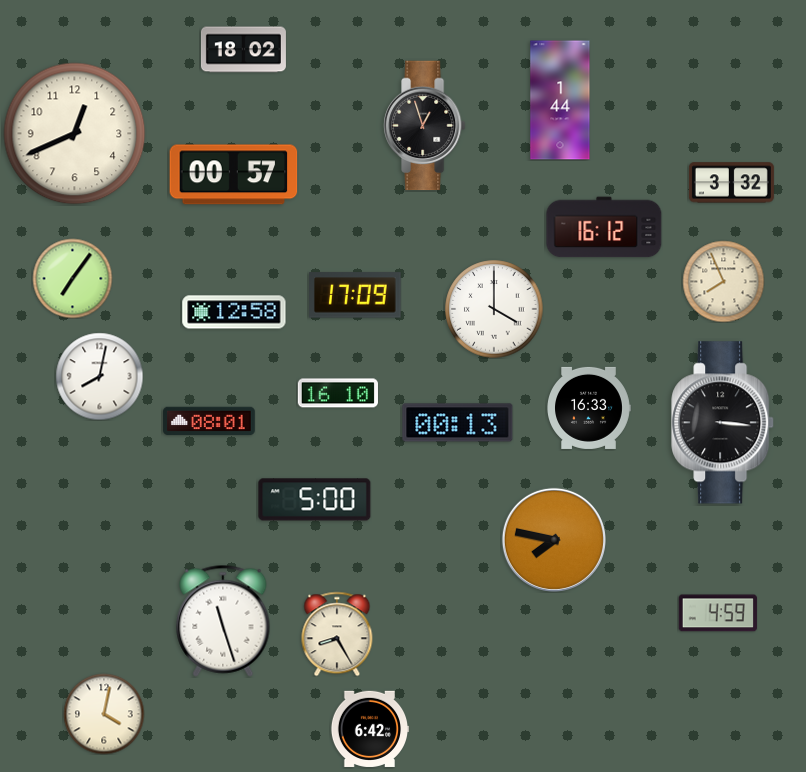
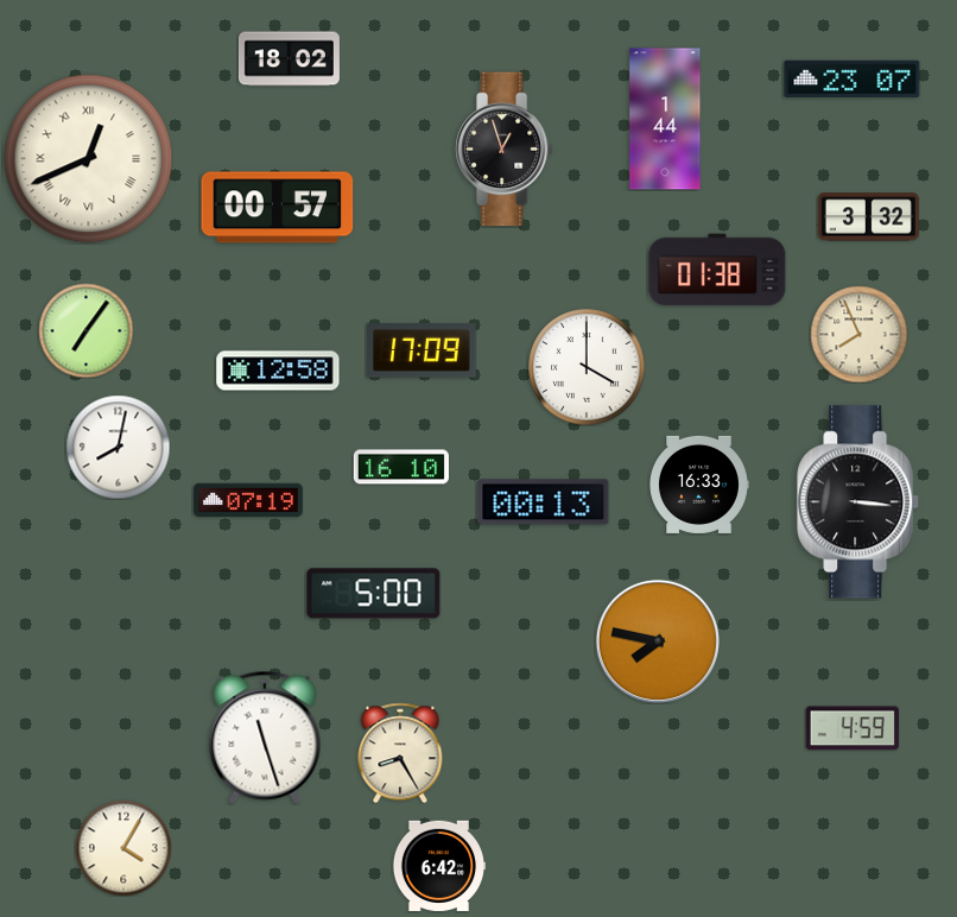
clock at (853, 78): none -> 23:07
clock at (75, 134) numerals: Arabic -> Roman
clock at (604, 227): 16:12 -> 01:38
clock at (209, 421): 08:01 -> 07:19
clock at (104, 714): 4:02 -> 4:05
